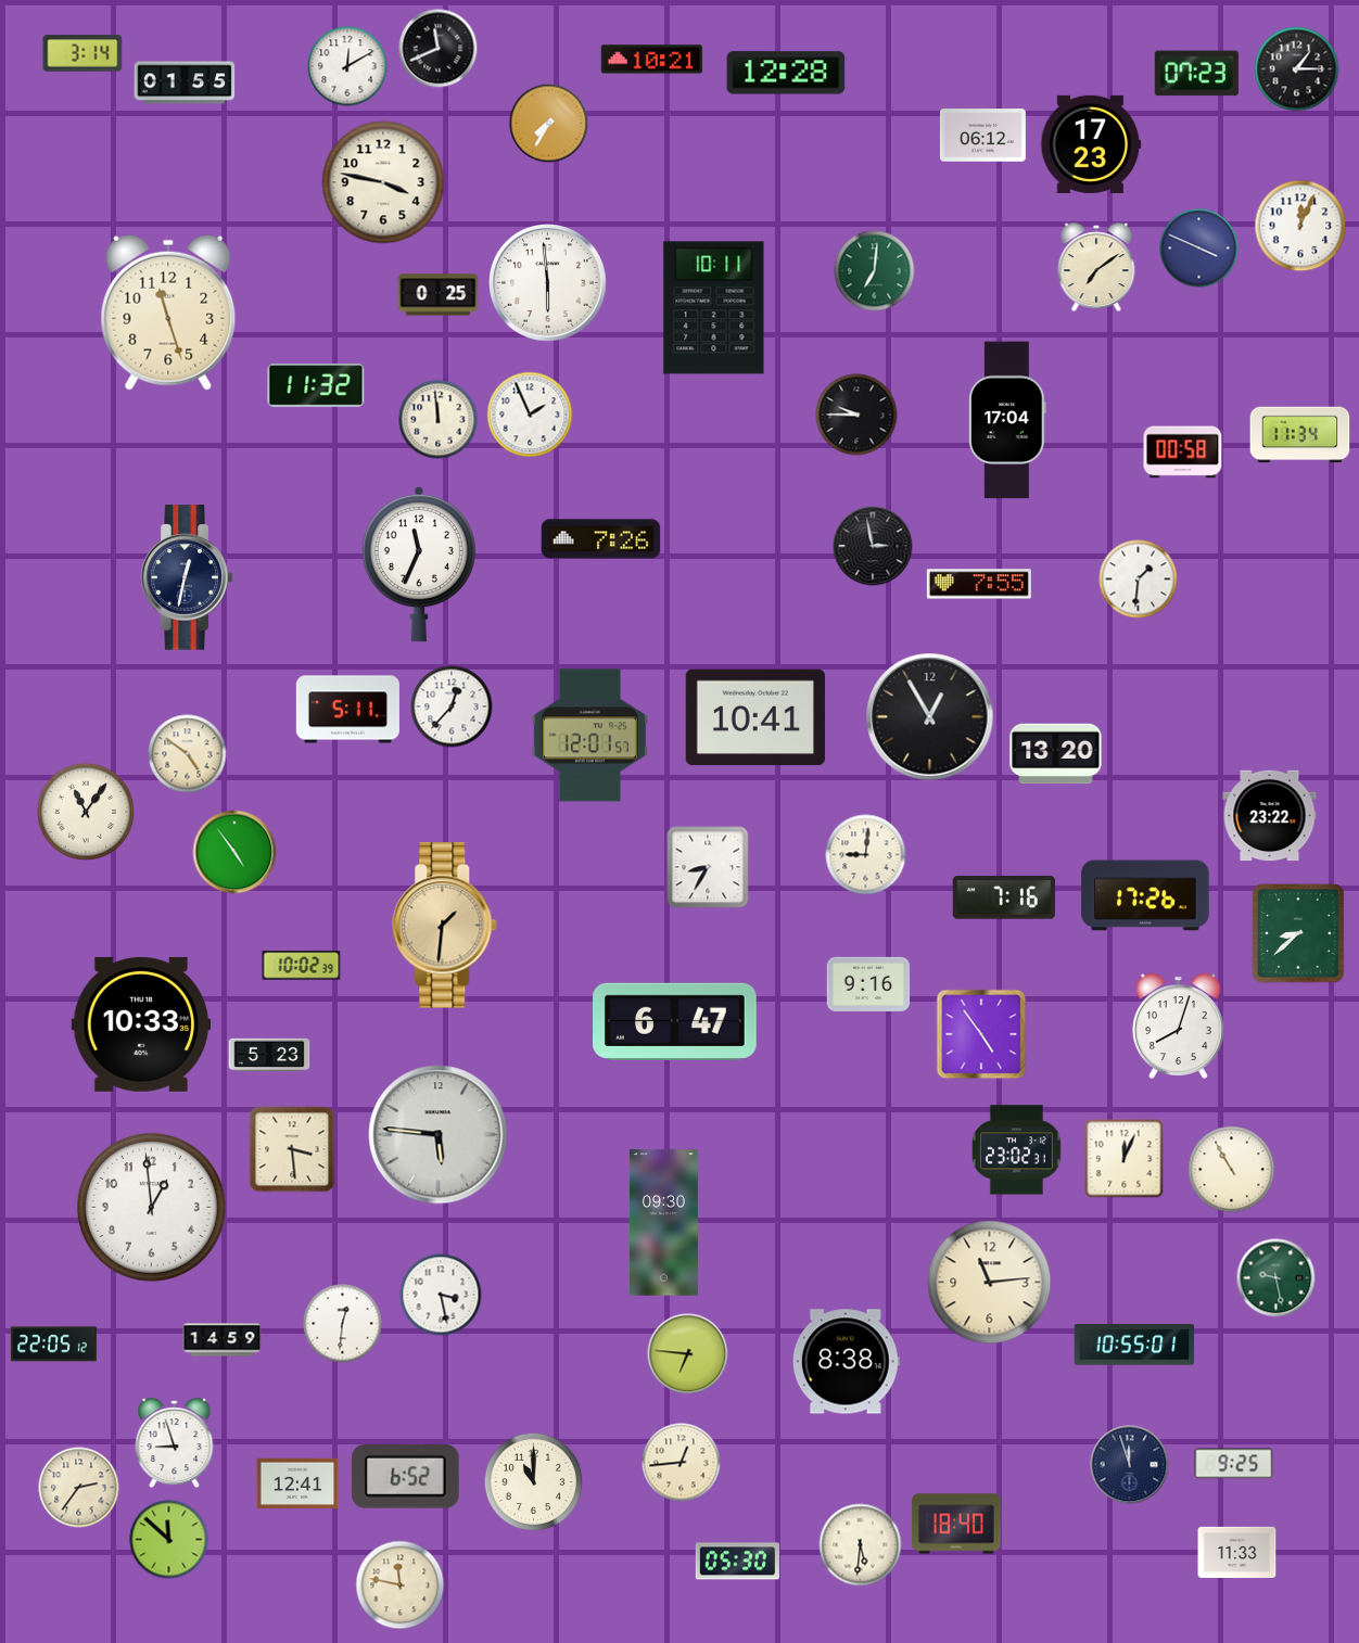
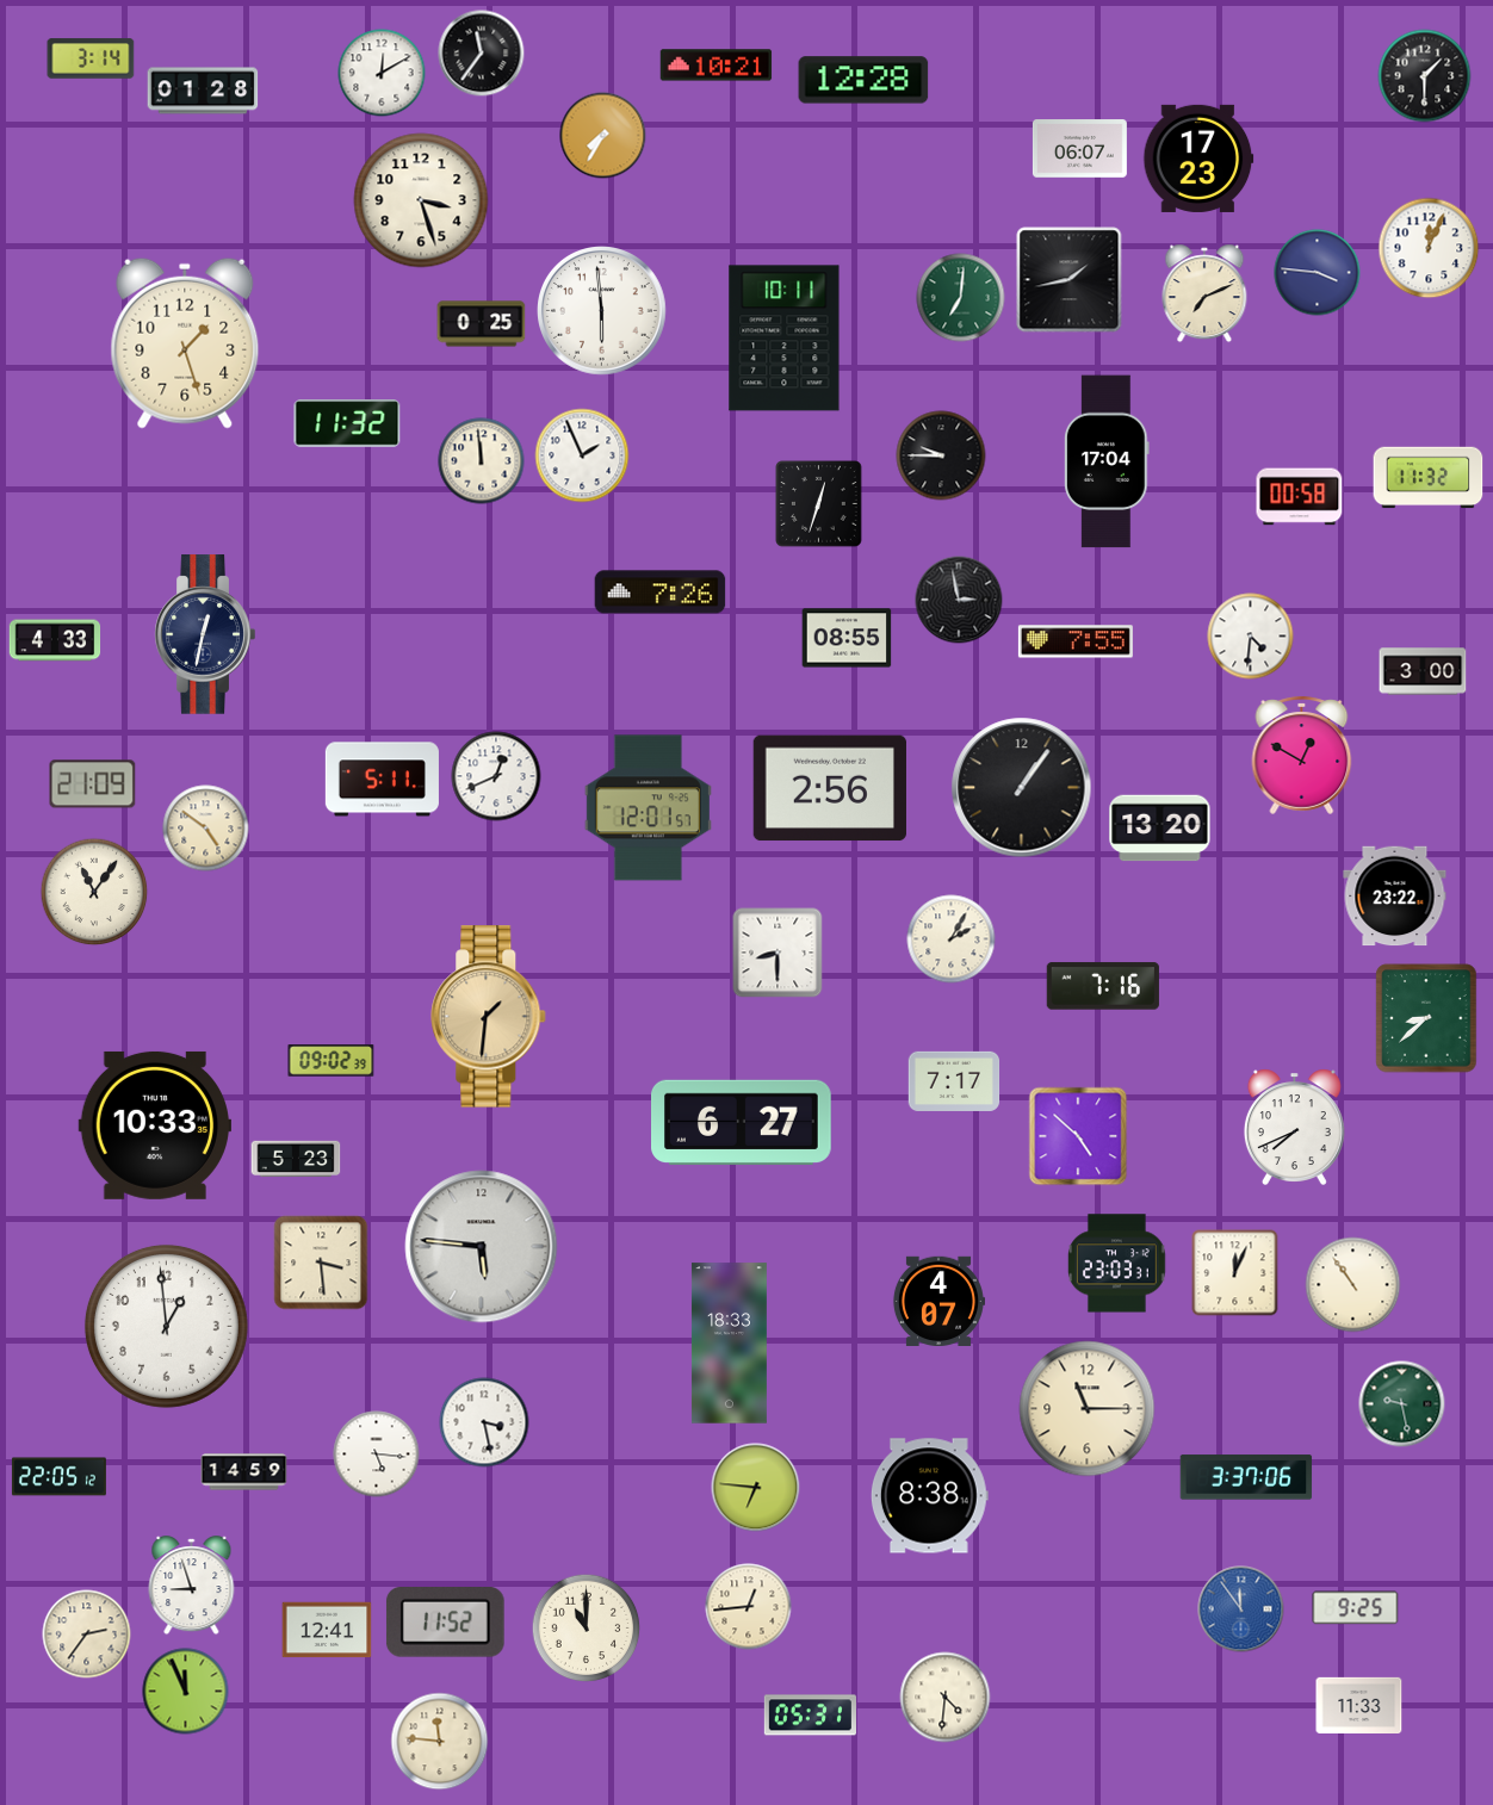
clock at (439, 49): 11:41 -> 11:36
clock at (1297, 69): 1:15 -> 1:30
clock at (1196, 74): 07:23 -> none
clock at (185, 82): 01:55 -> 01:28
clock at (982, 136): 06:12 -> 06:07
clock at (383, 182): 3:47 -> 3:27
clock at (1199, 249): 3:49 -> 3:46
clock at (1070, 280): none -> 1:43
clock at (1096, 267): 7:09 -> 7:11
clock at (168, 313): 11:27 -> 1:27
clock at (1300, 435): 11:34 -> 11:32
clock at (819, 504): none -> 12:33
clock at (419, 564): 11:34 -> none
clock at (1139, 579): 1:31 -> 4:31
clock at (847, 638): none -> 08:55
clock at (55, 640): none -> 4:33
clock at (1423, 671): none -> 3:00
clock at (1302, 755): none -> 12:50
clock at (452, 706): 12:37 -> 12:41
clock at (93, 784): none -> 21:09
clock at (754, 717): 10:41 -> 2:56
clock at (930, 717): 12:55 -> 1:06
clock at (234, 852): 4:54 -> none
clock at (866, 855): 9:01 -> 2:05
clock at (708, 867): 8:35 -> 8:30
clock at (1145, 895): 17:26 -> none
clock at (1298, 933) position: (1298, 933) -> (1426, 1018)
clock at (302, 966): 10:02 -> 09:02
clock at (868, 984): 9:16 -> 7:17
clock at (675, 1021): 6:47 -> 6:27
clock at (1178, 1026): 8:03 -> 7:41
clock at (981, 1034): 4:54 -> 4:52
clock at (1016, 1150): 23:02 -> 23:03
clock at (1232, 1170): 10:55 -> 10:54
clock at (938, 1301): none -> 4:07
clock at (663, 1223): 09:30 -> 18:33
clock at (990, 1283): 11:14 -> 11:15
clock at (343, 1324): 12:31 -> 5:16
clock at (1134, 1345): 10:55 -> 3:37
clock at (1130, 1465): 11:57 -> 11:54
clock at (1130, 1465) dial: navy -> blue
clock at (405, 1477): 6:52 -> 11:52
clock at (956, 1524): 18:40 -> none
clock at (169, 1540): 11:52 -> 11:56
clock at (861, 1545): 5:31 -> 4:31
clock at (737, 1562): 05:30 -> 05:31
clock at (401, 1585): 11:47 -> 11:46
